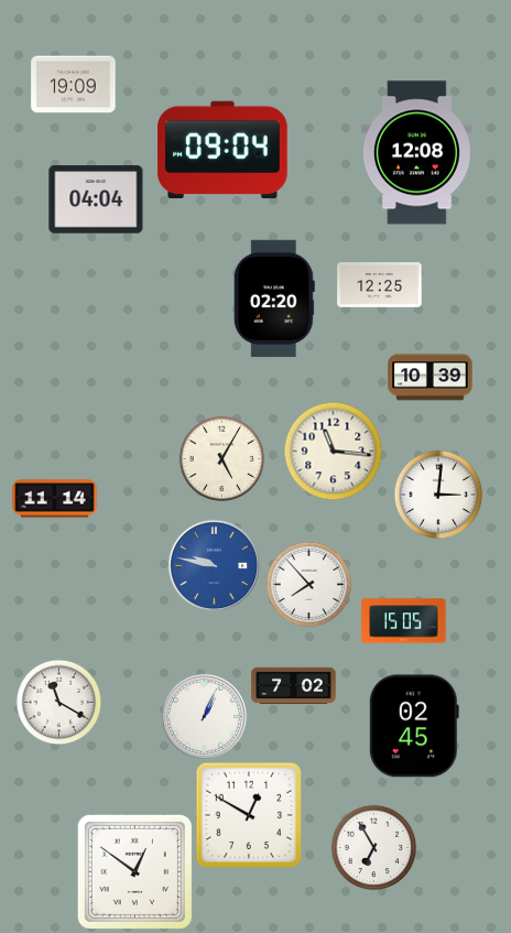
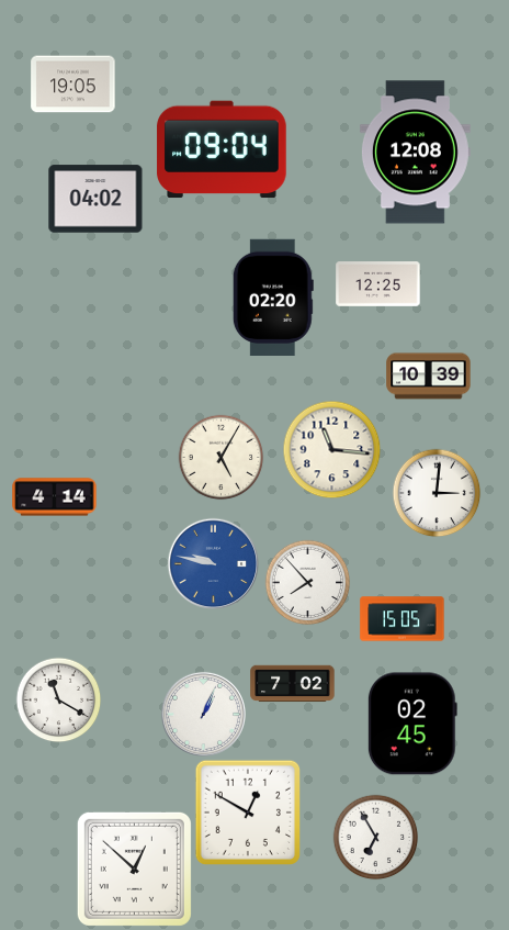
clock at (74, 85): 19:09 -> 19:05
clock at (96, 199): 04:04 -> 04:02
clock at (55, 499): 11:14 -> 4:14
clock at (373, 847) position: (373, 847) -> (375, 837)
clock at (134, 871): 12:51 -> 12:52
